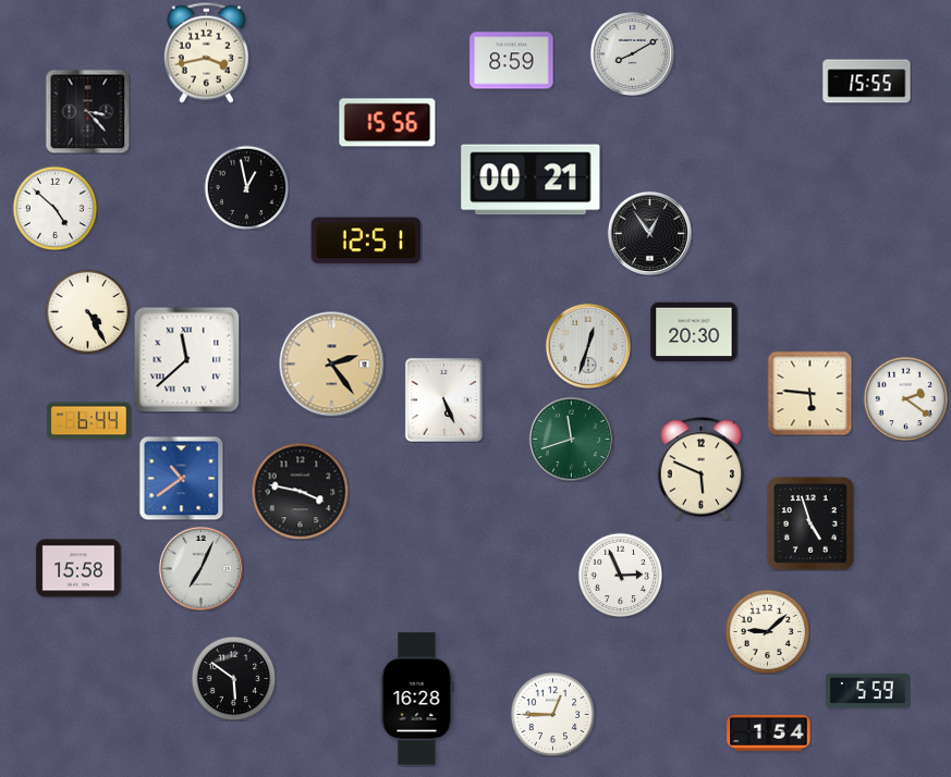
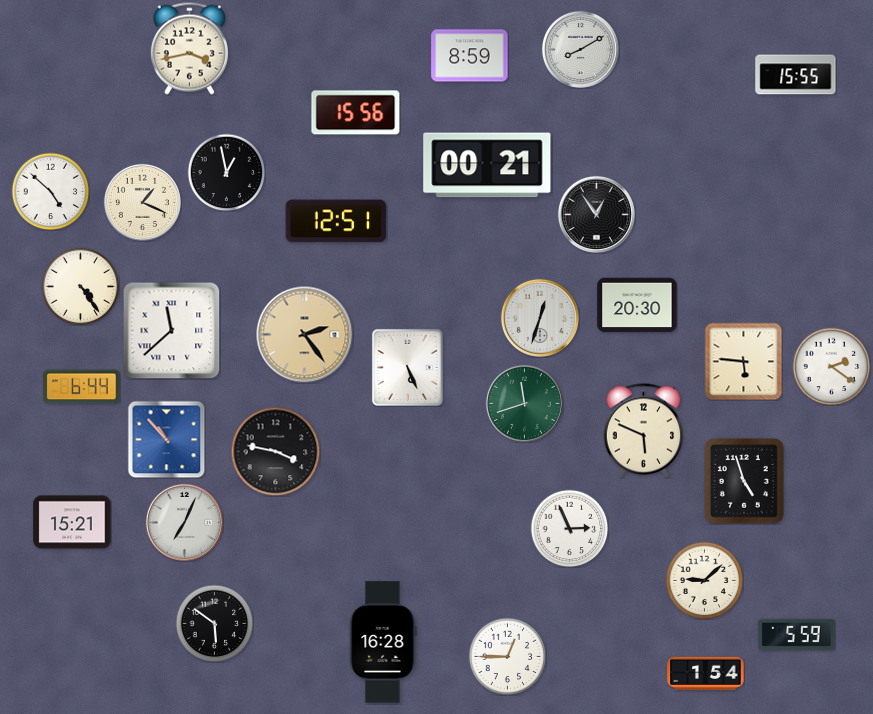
clock at (87, 111): 3:23 -> none
clock at (142, 202): none -> 1:19
clock at (87, 311): 4:25 -> 4:24
clock at (181, 478): 10:39 -> 10:53
clock at (78, 568): 15:58 -> 15:21
